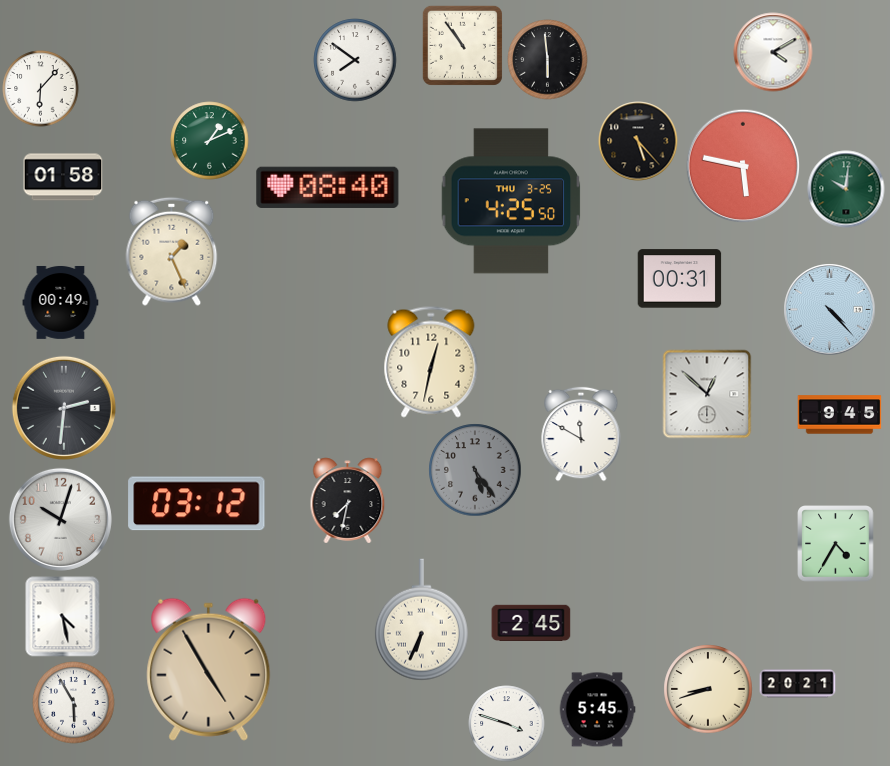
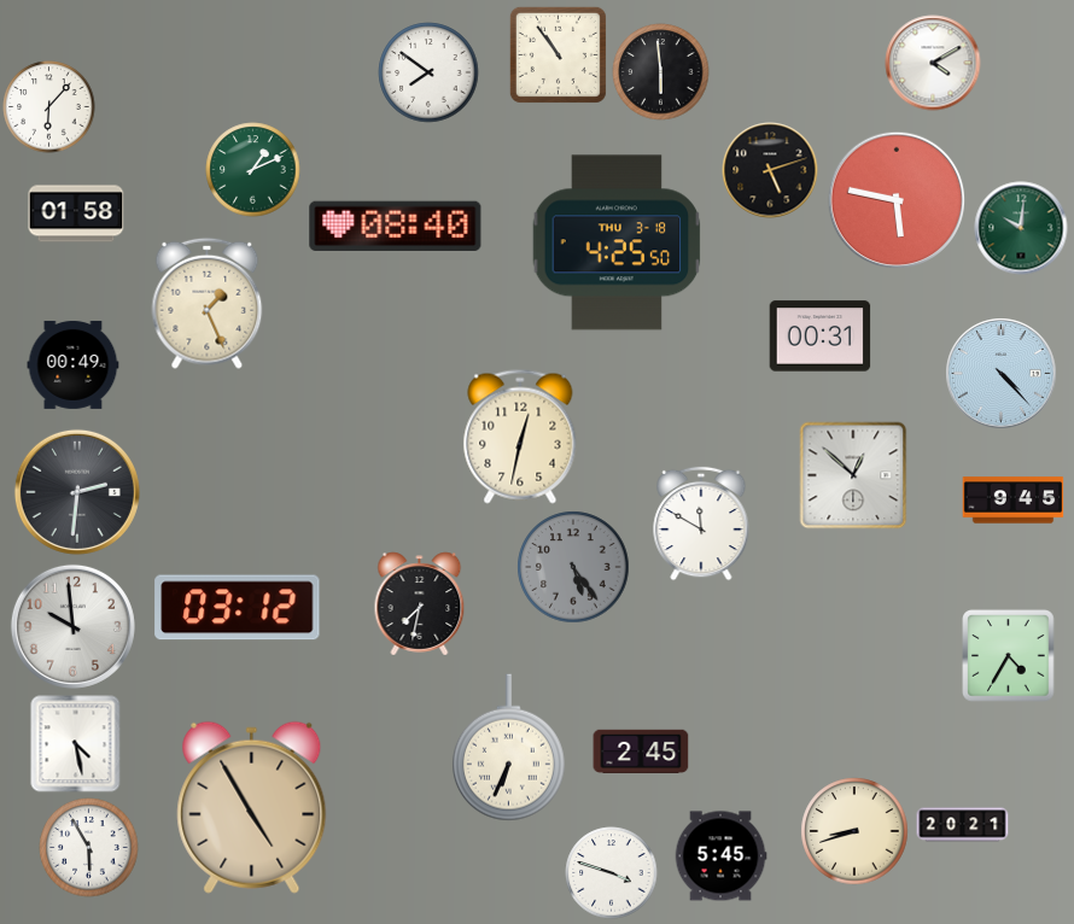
clock at (638, 141): 5:23 -> 5:12
clock at (511, 201) date: THU 3-25 -> THU 3-18
clock at (60, 519): 10:03 -> 9:59
